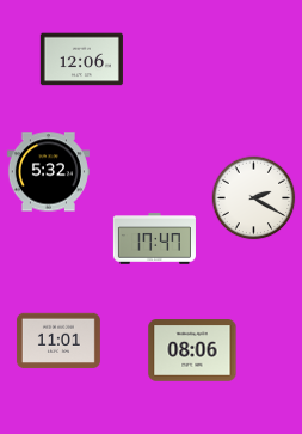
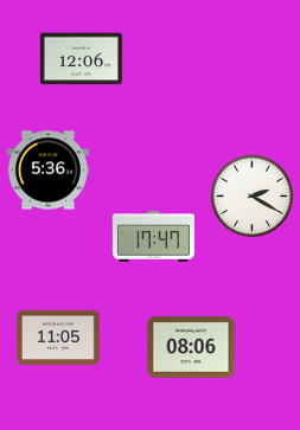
clock at (48, 172): 5:32 -> 5:36
clock at (58, 341): 11:01 -> 11:05
